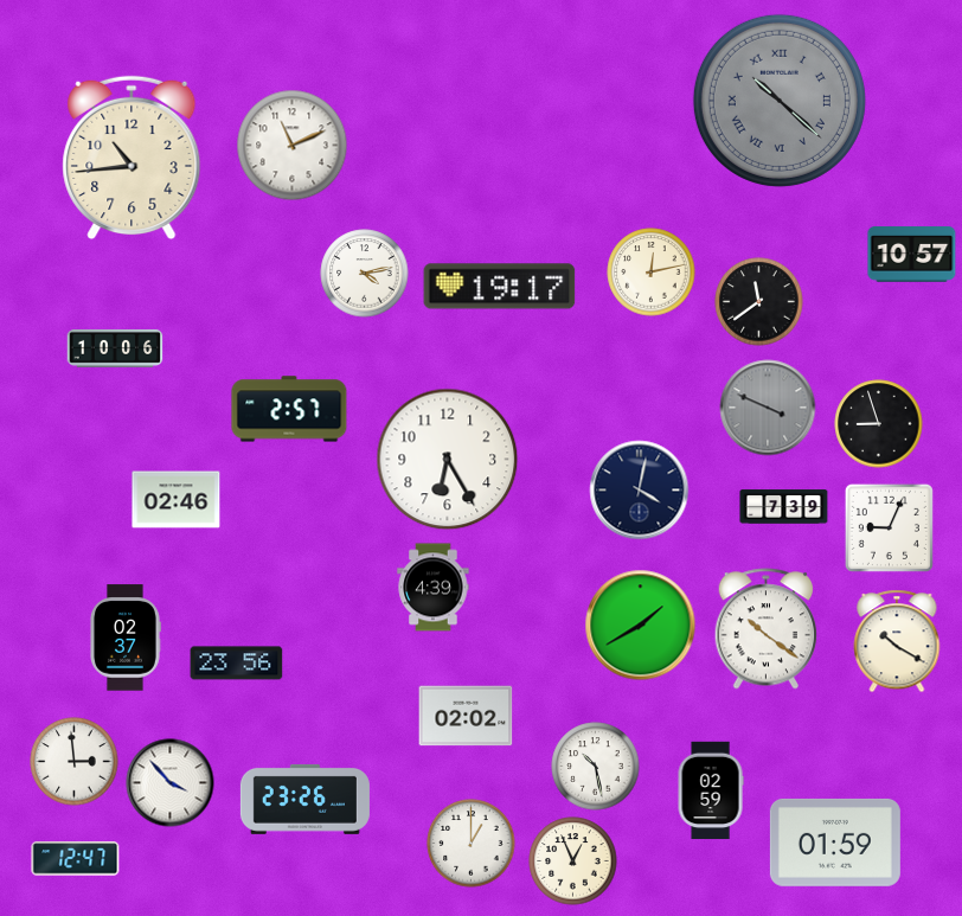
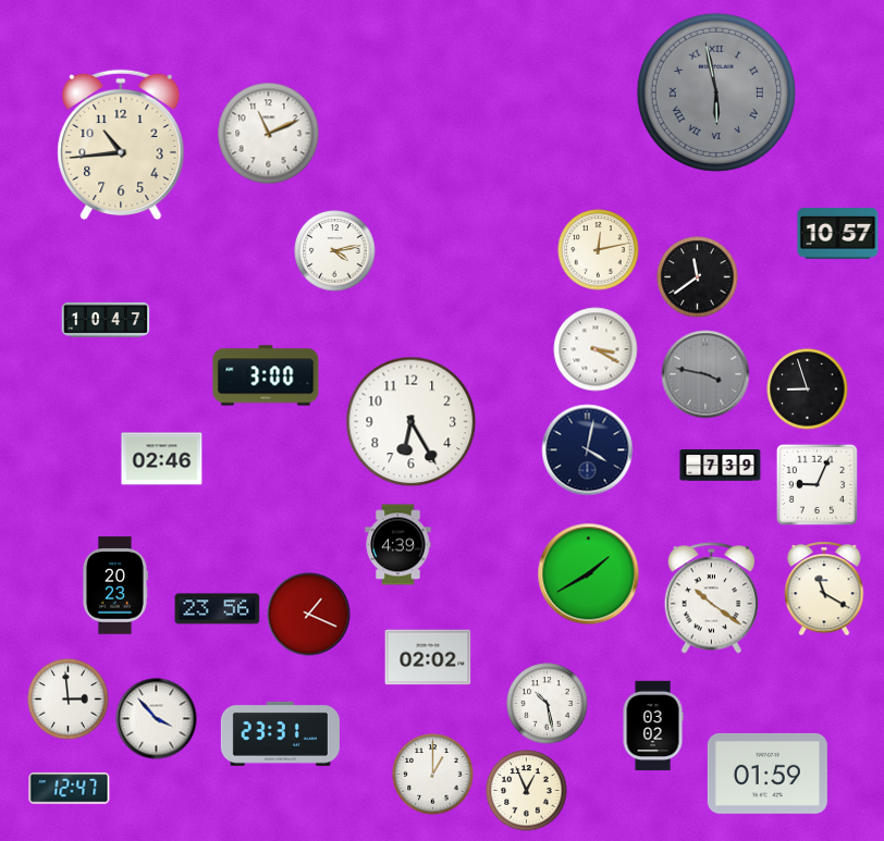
clock at (780, 101): 10:22 -> 5:58
clock at (500, 287): 19:17 -> none
clock at (115, 348): 10:06 -> 10:47
clock at (596, 349): none -> 3:20
clock at (768, 408): 3:49 -> 3:47
clock at (289, 409): 2:57 -> 3:00
clock at (434, 588) position: (434, 588) -> (398, 545)
clock at (767, 629) position: (767, 629) -> (712, 598)
clock at (126, 638): 02:37 -> 20:23
clock at (897, 641): 10:20 -> 11:20
clock at (309, 615): none -> 1:19
clock at (711, 790): 02:59 -> 03:02
clock at (304, 799): 23:26 -> 23:31
